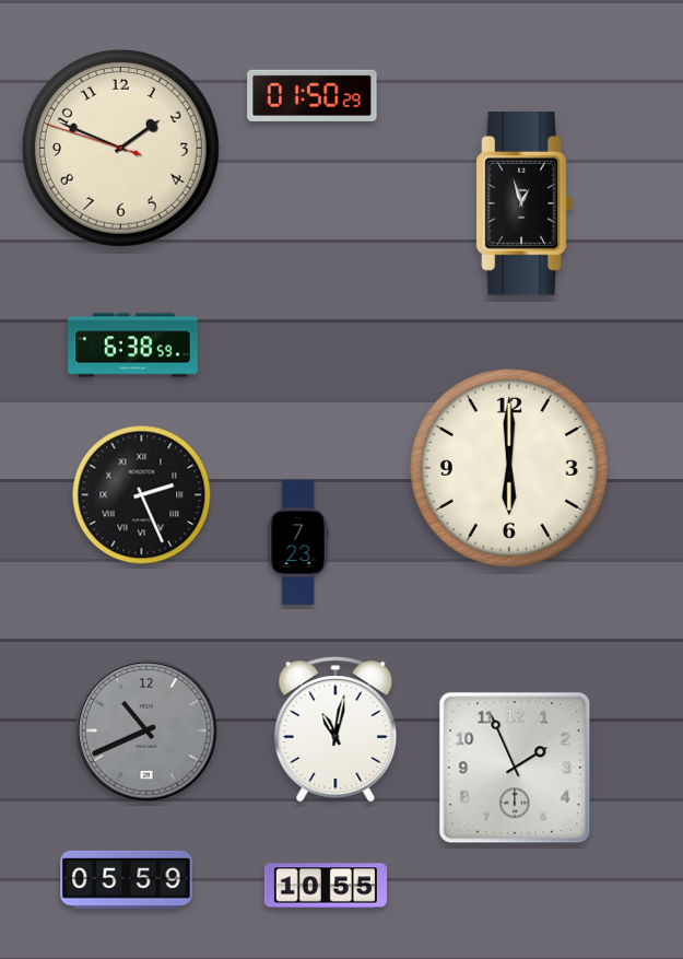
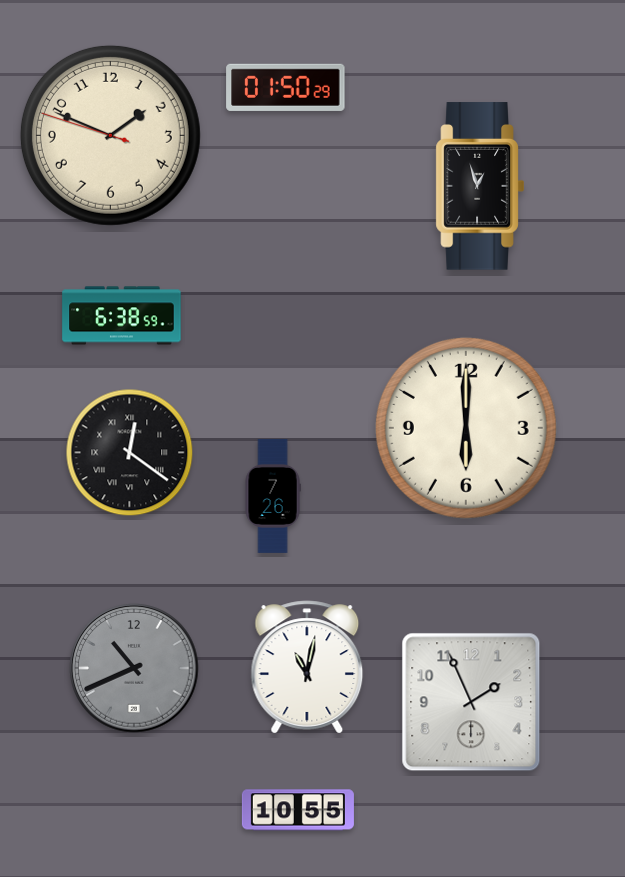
clock at (142, 495): 2:26 -> 12:21
clock at (298, 542): 7:23 -> 7:26
clock at (127, 879): 05:59 -> none
